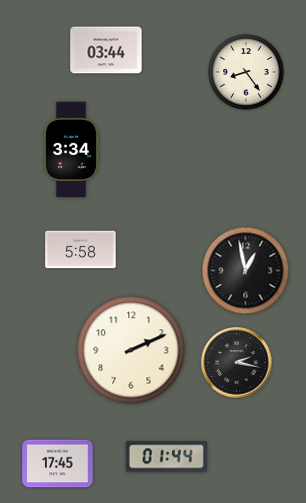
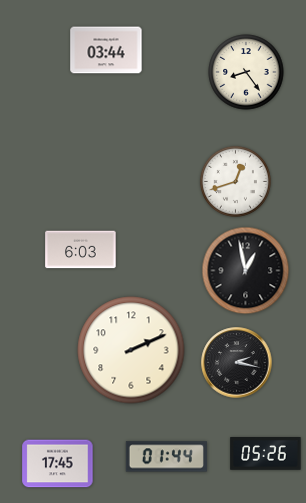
clock at (71, 150): 3:34 -> none
clock at (235, 181): none -> 12:42
clock at (81, 250): 5:58 -> 6:03
clock at (266, 454): none -> 05:26
